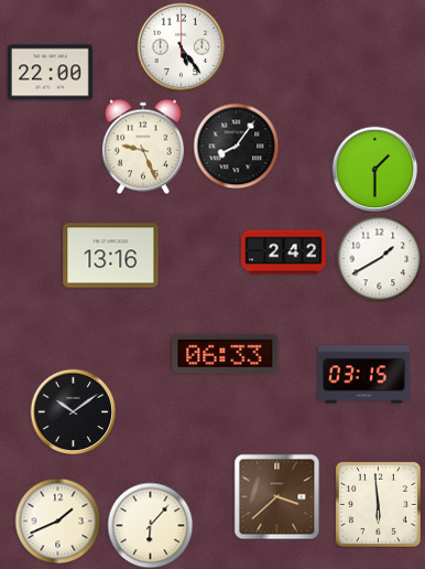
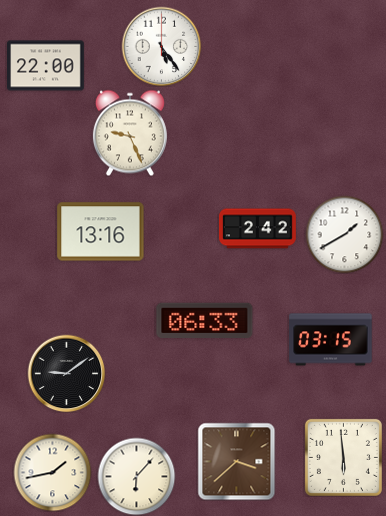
clock at (181, 46) position: (181, 46) -> (161, 46)
clock at (236, 146): 8:06 -> none
clock at (374, 169): 1:30 -> none
clock at (73, 411): 10:09 -> 9:09
clock at (276, 496) position: (276, 496) -> (236, 461)
clock at (57, 520): 1:41 -> 1:43
